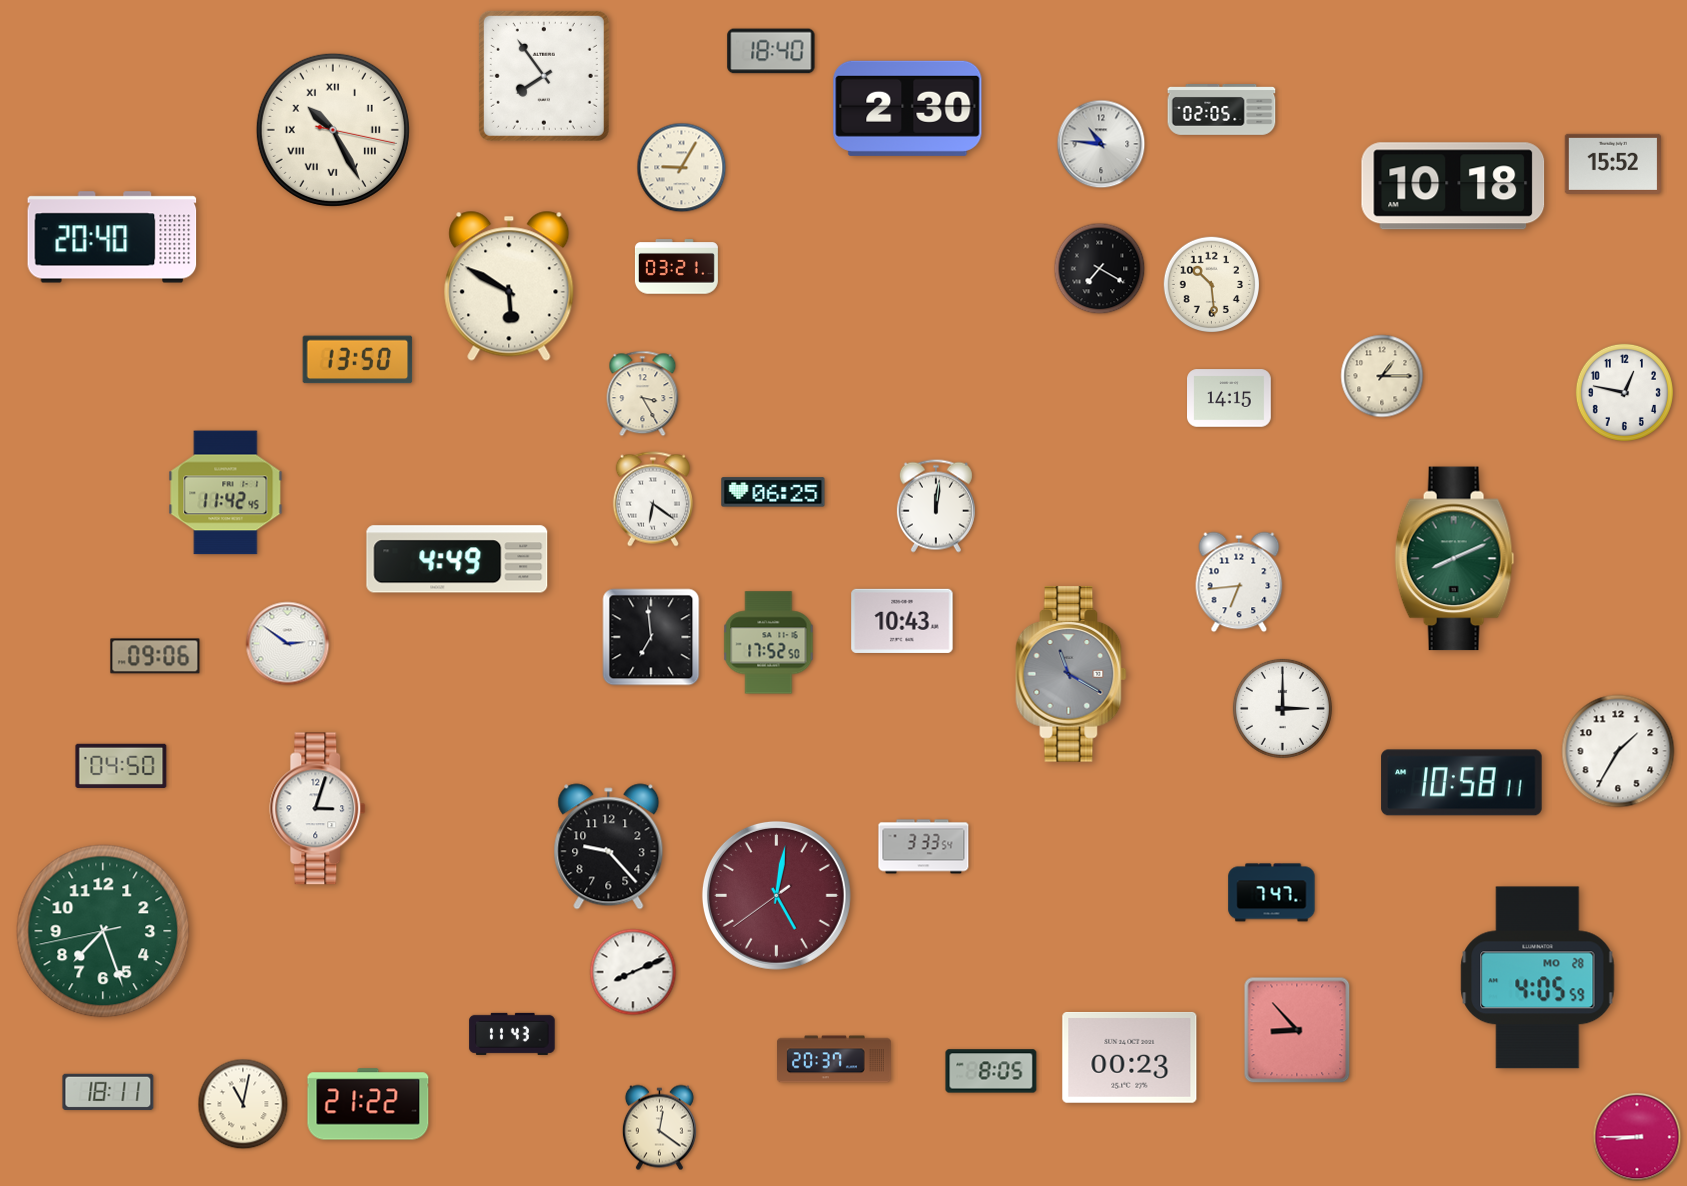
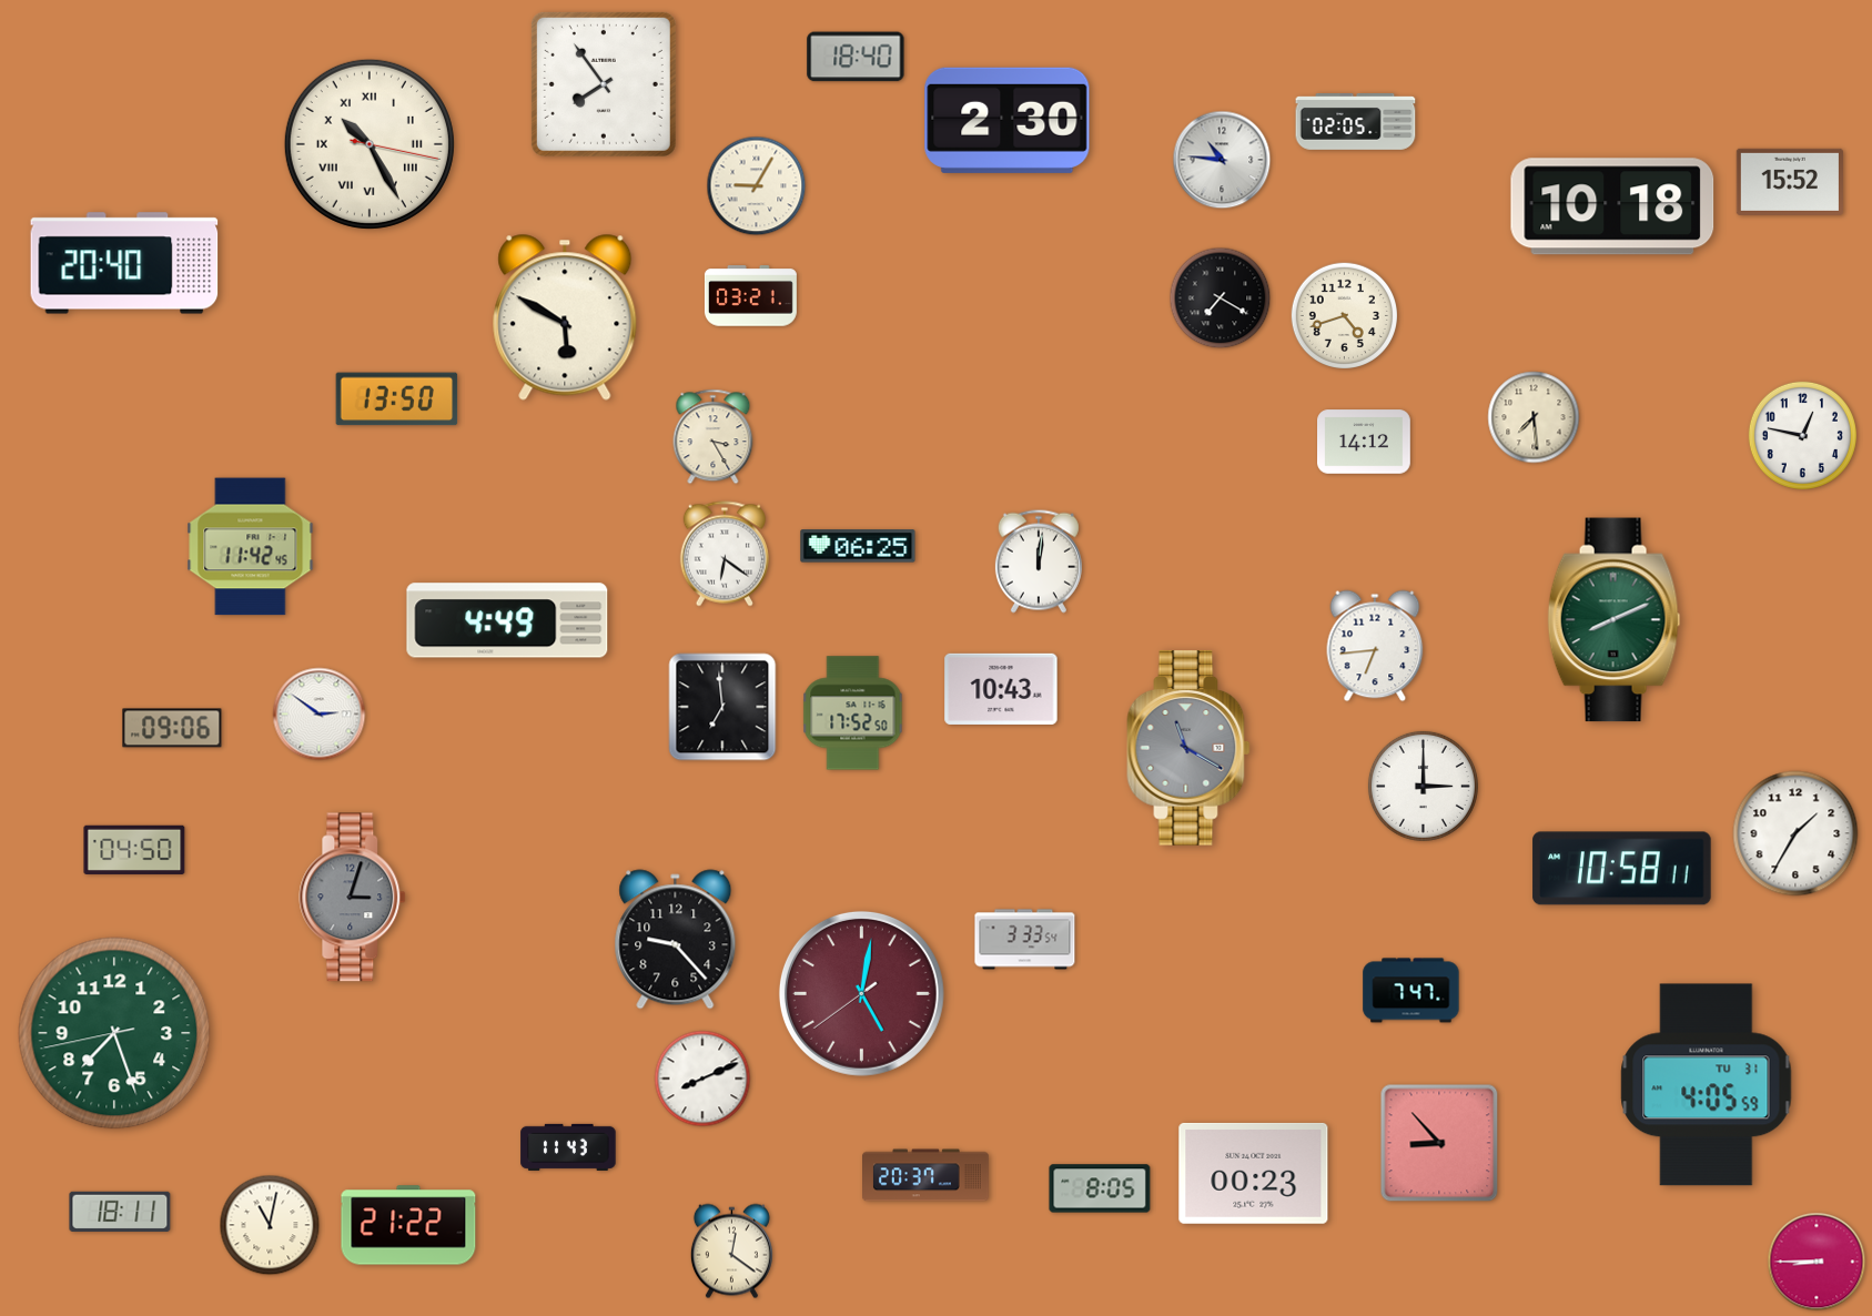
clock at (1211, 284): 10:29 -> 4:42
clock at (1382, 376): 1:15 -> 7:29
clock at (1230, 398): 14:15 -> 14:12
clock at (318, 809) dial: white -> grey
clock at (1538, 978) date: MO 28 -> TU 31
